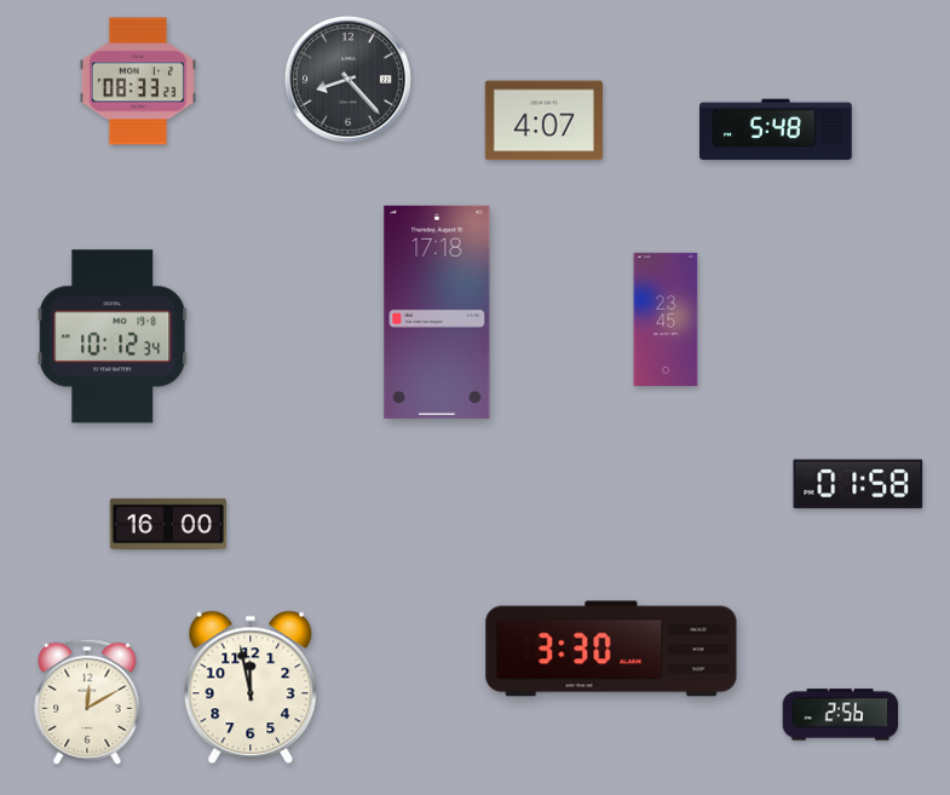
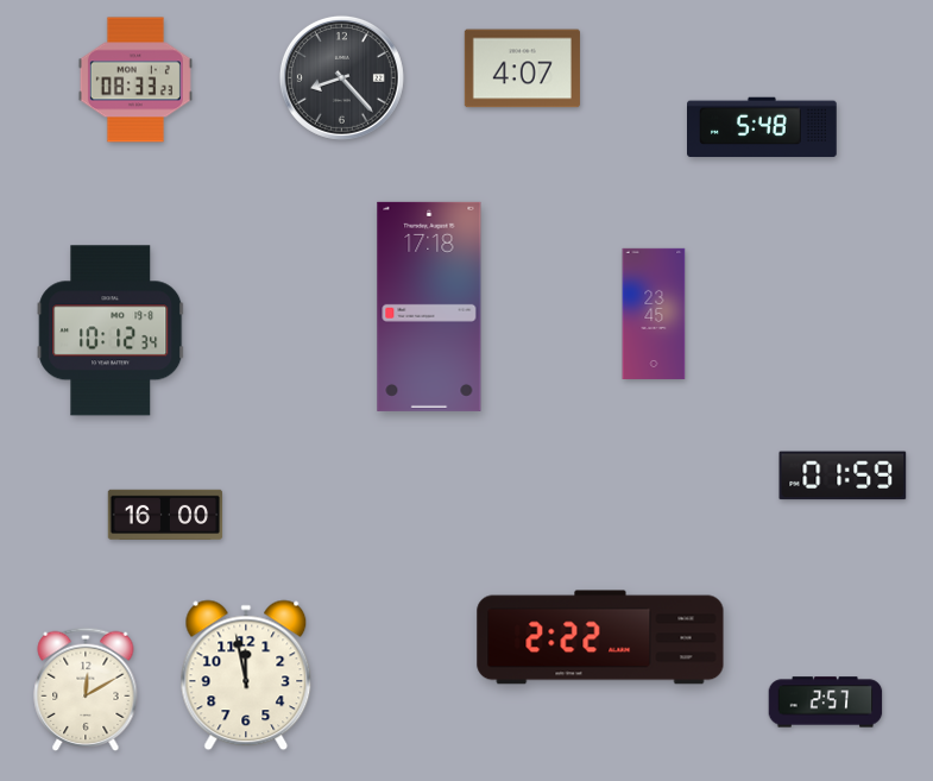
clock at (543, 121) position: (543, 121) -> (522, 69)
clock at (858, 484): 01:58 -> 01:59
clock at (611, 649): 3:30 -> 2:22
clock at (841, 715): 2:56 -> 2:57
